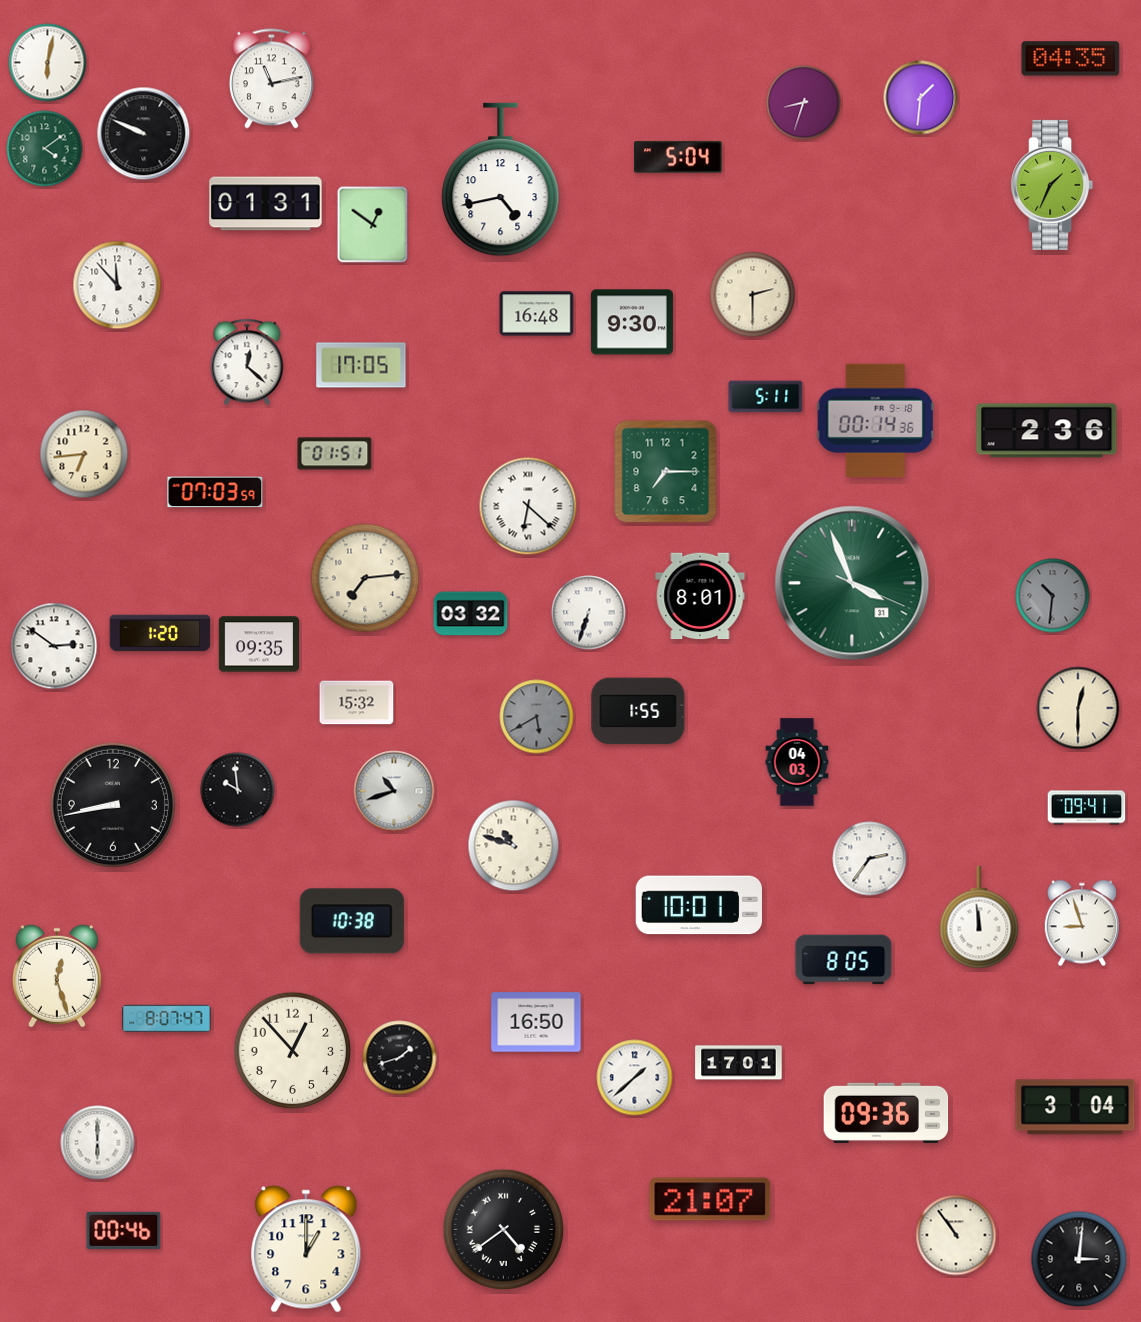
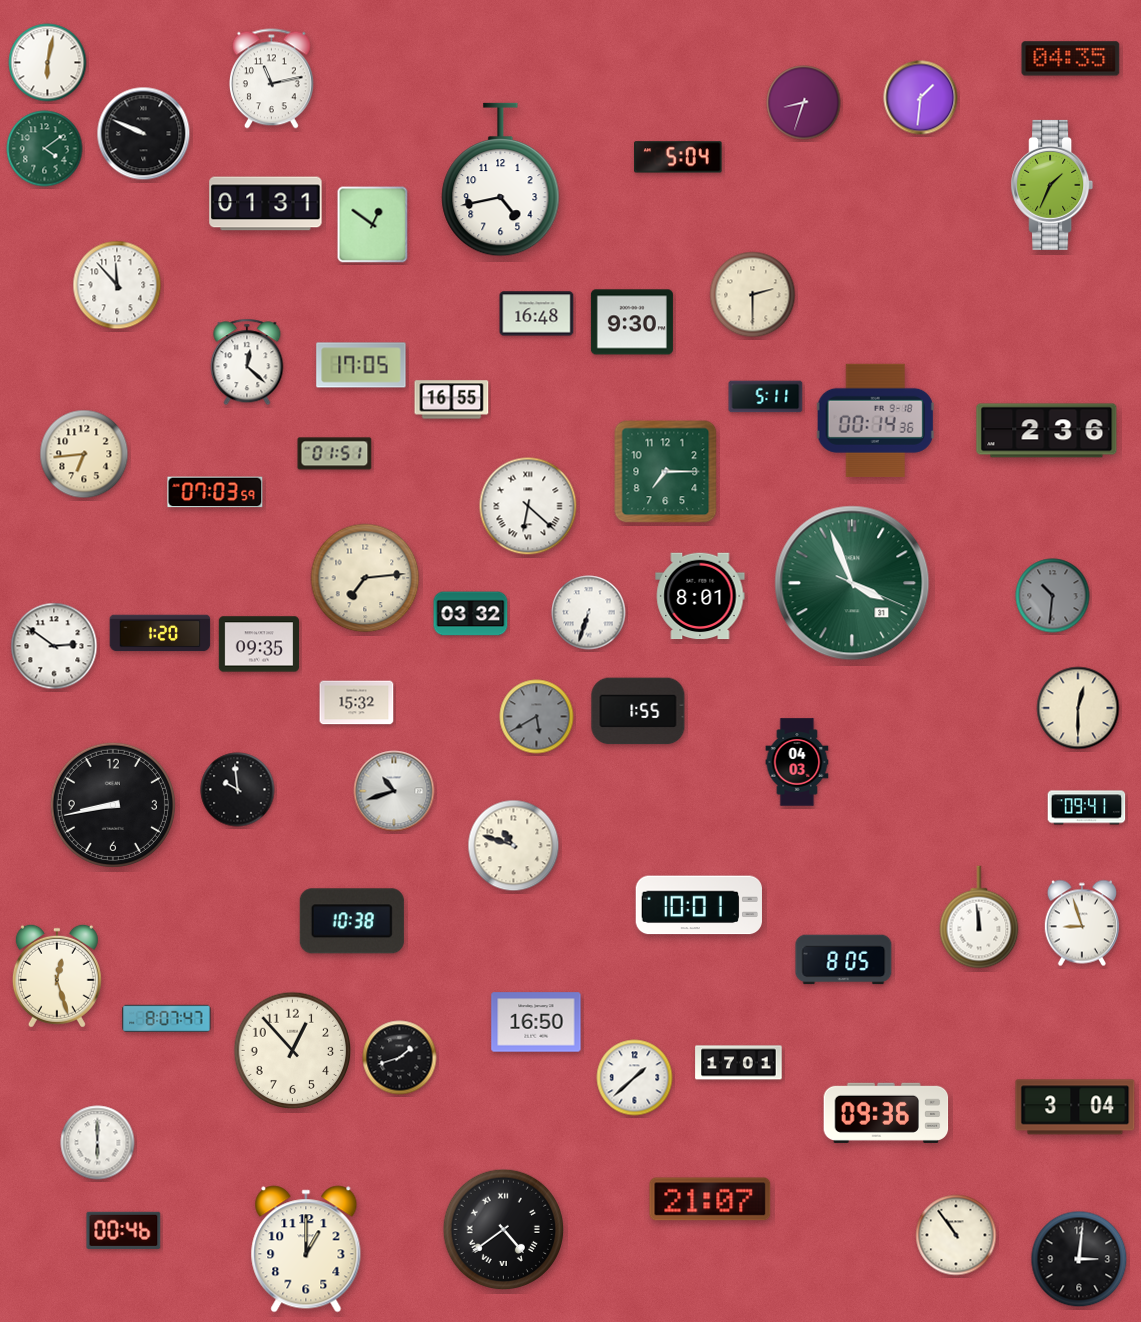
clock at (452, 400): none -> 16:55
clock at (870, 859): 2:36 -> none
